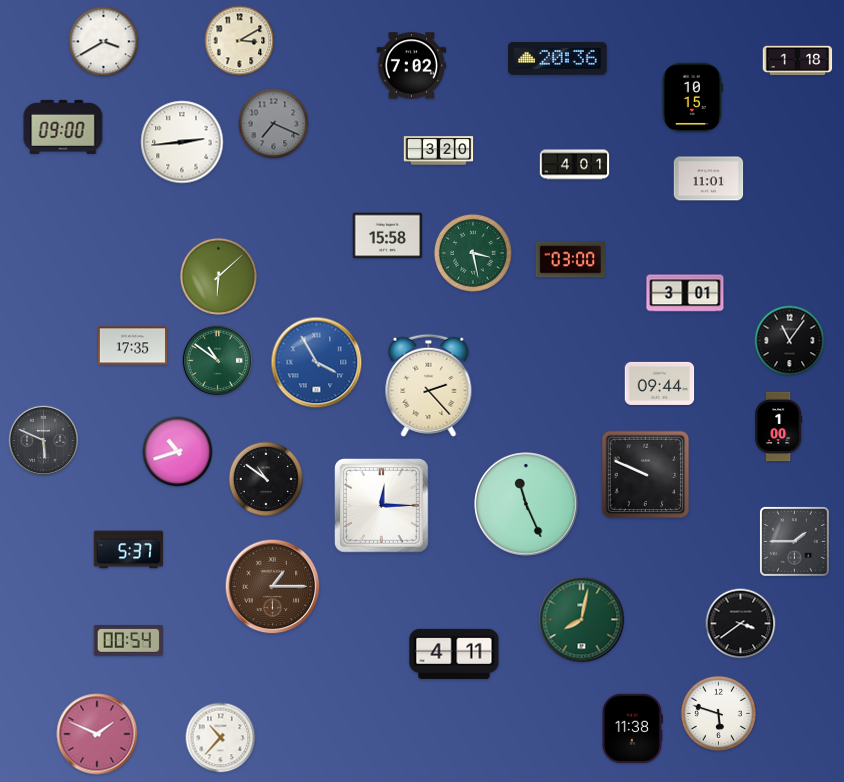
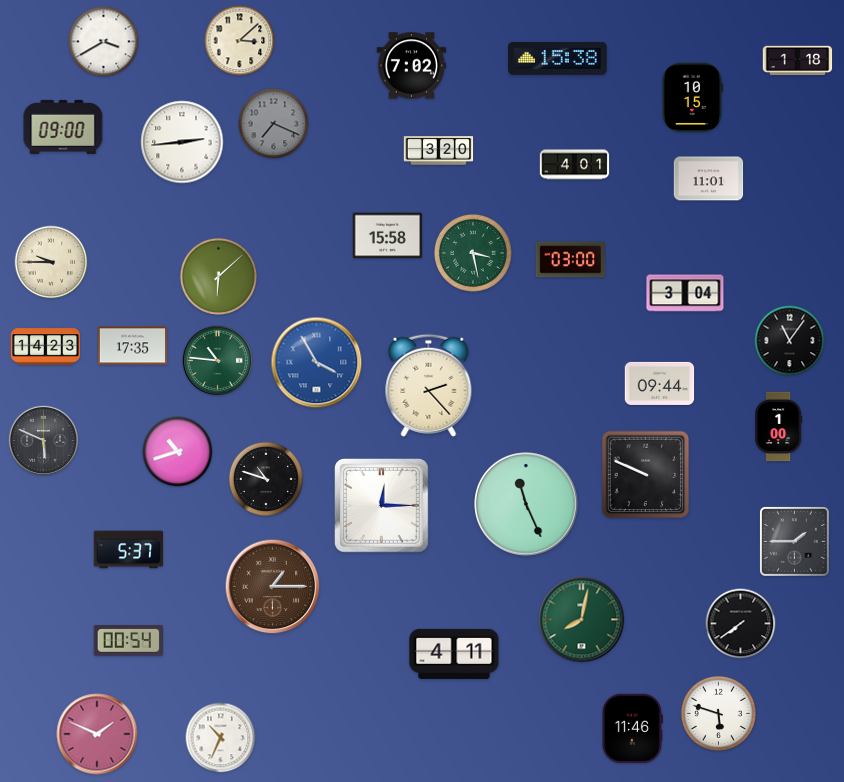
clock at (240, 41): 3:10 -> 3:08
clock at (558, 58): 20:36 -> 15:38
clock at (51, 262): none -> 9:45
clock at (685, 293): 3:01 -> 3:04
clock at (46, 347): none -> 14:23
clock at (217, 360): 10:51 -> 10:46
clock at (266, 479): 10:51 -> 10:48
clock at (741, 624): 3:39 -> 7:39
clock at (632, 729): 11:38 -> 11:46
clock at (221, 738): 10:37 -> 10:34
